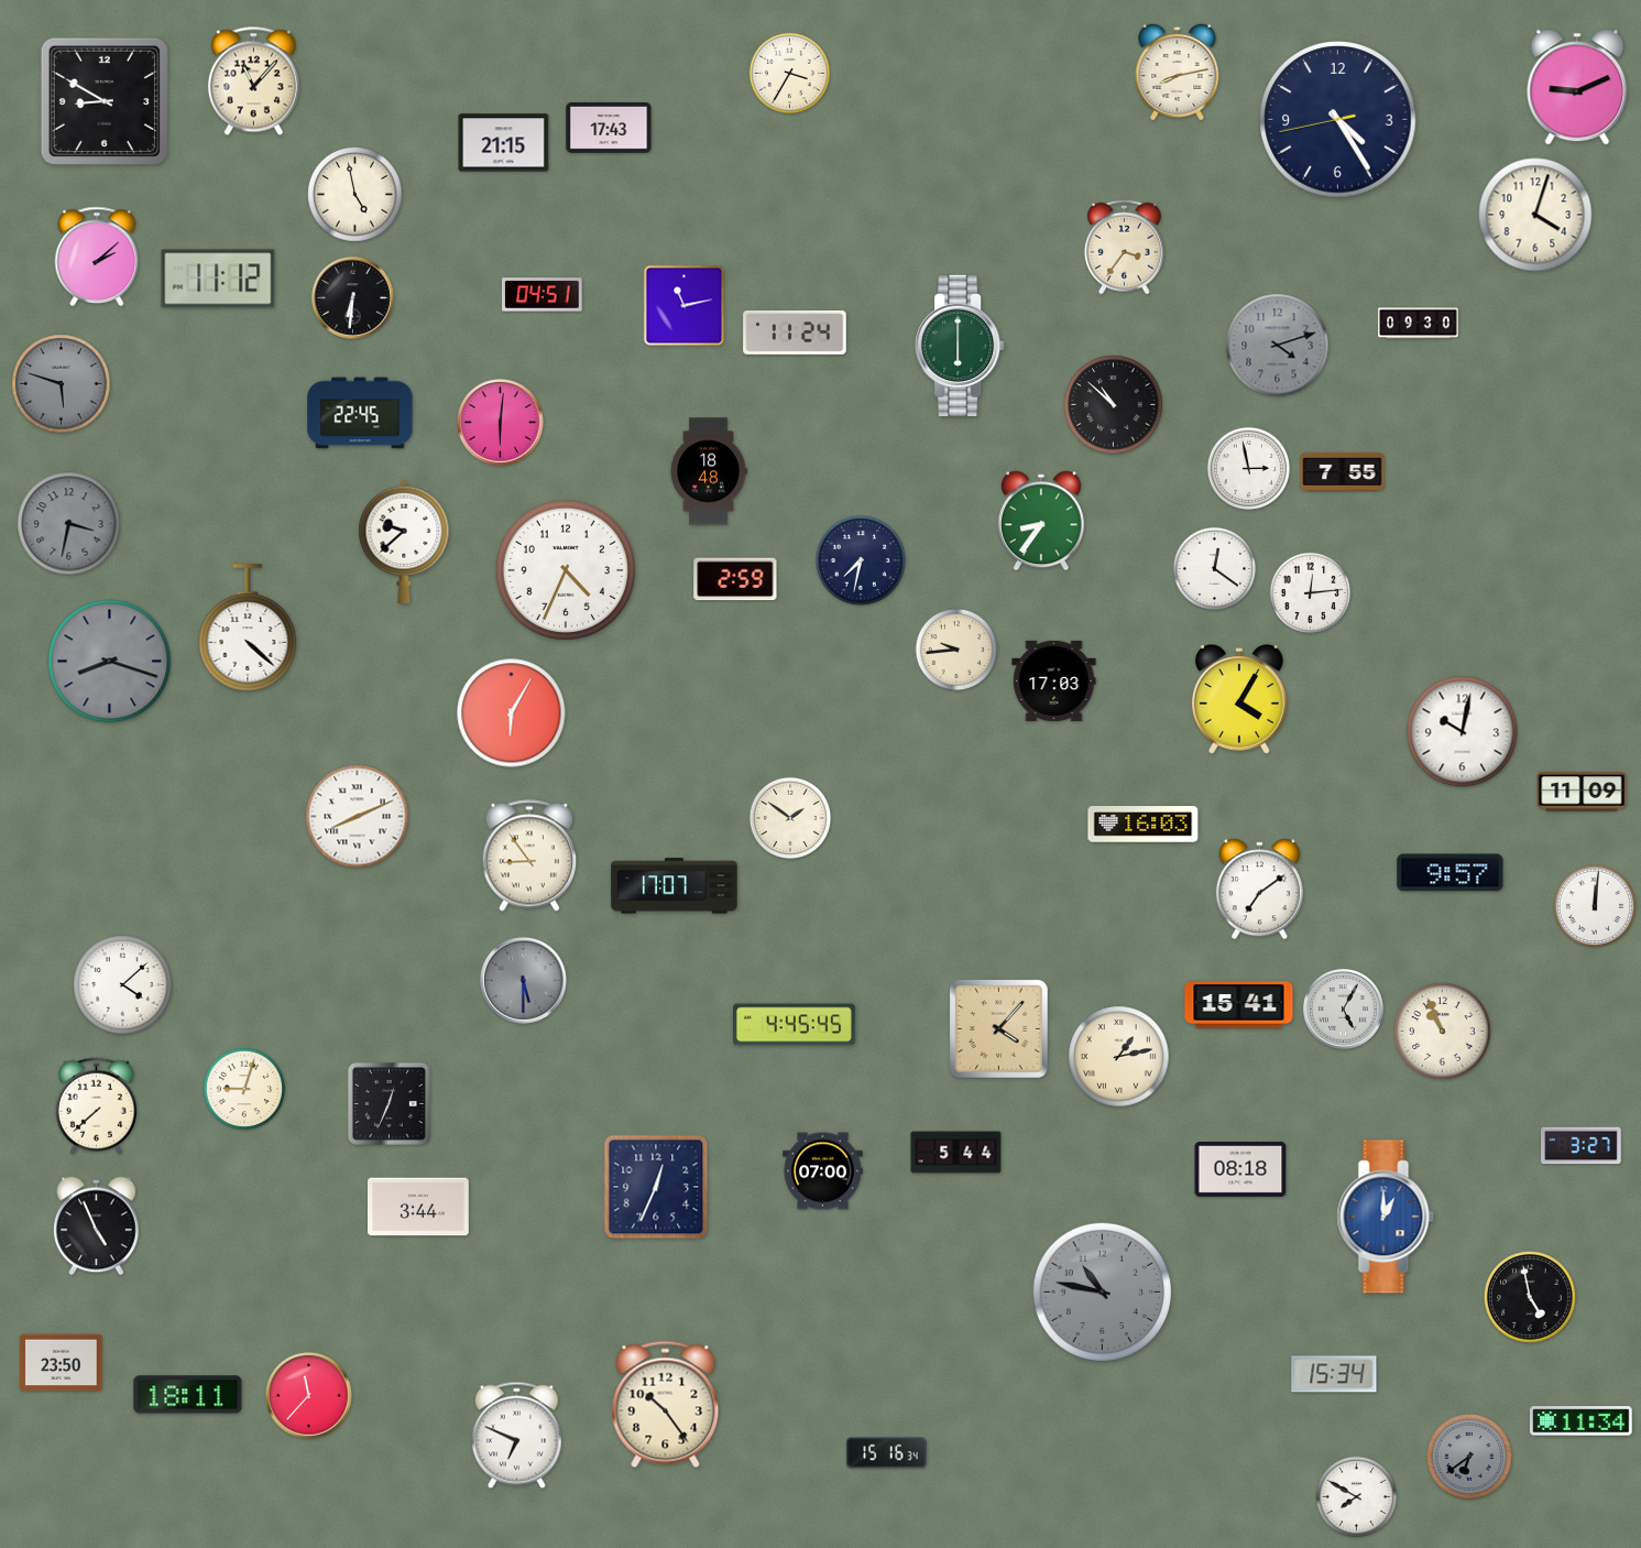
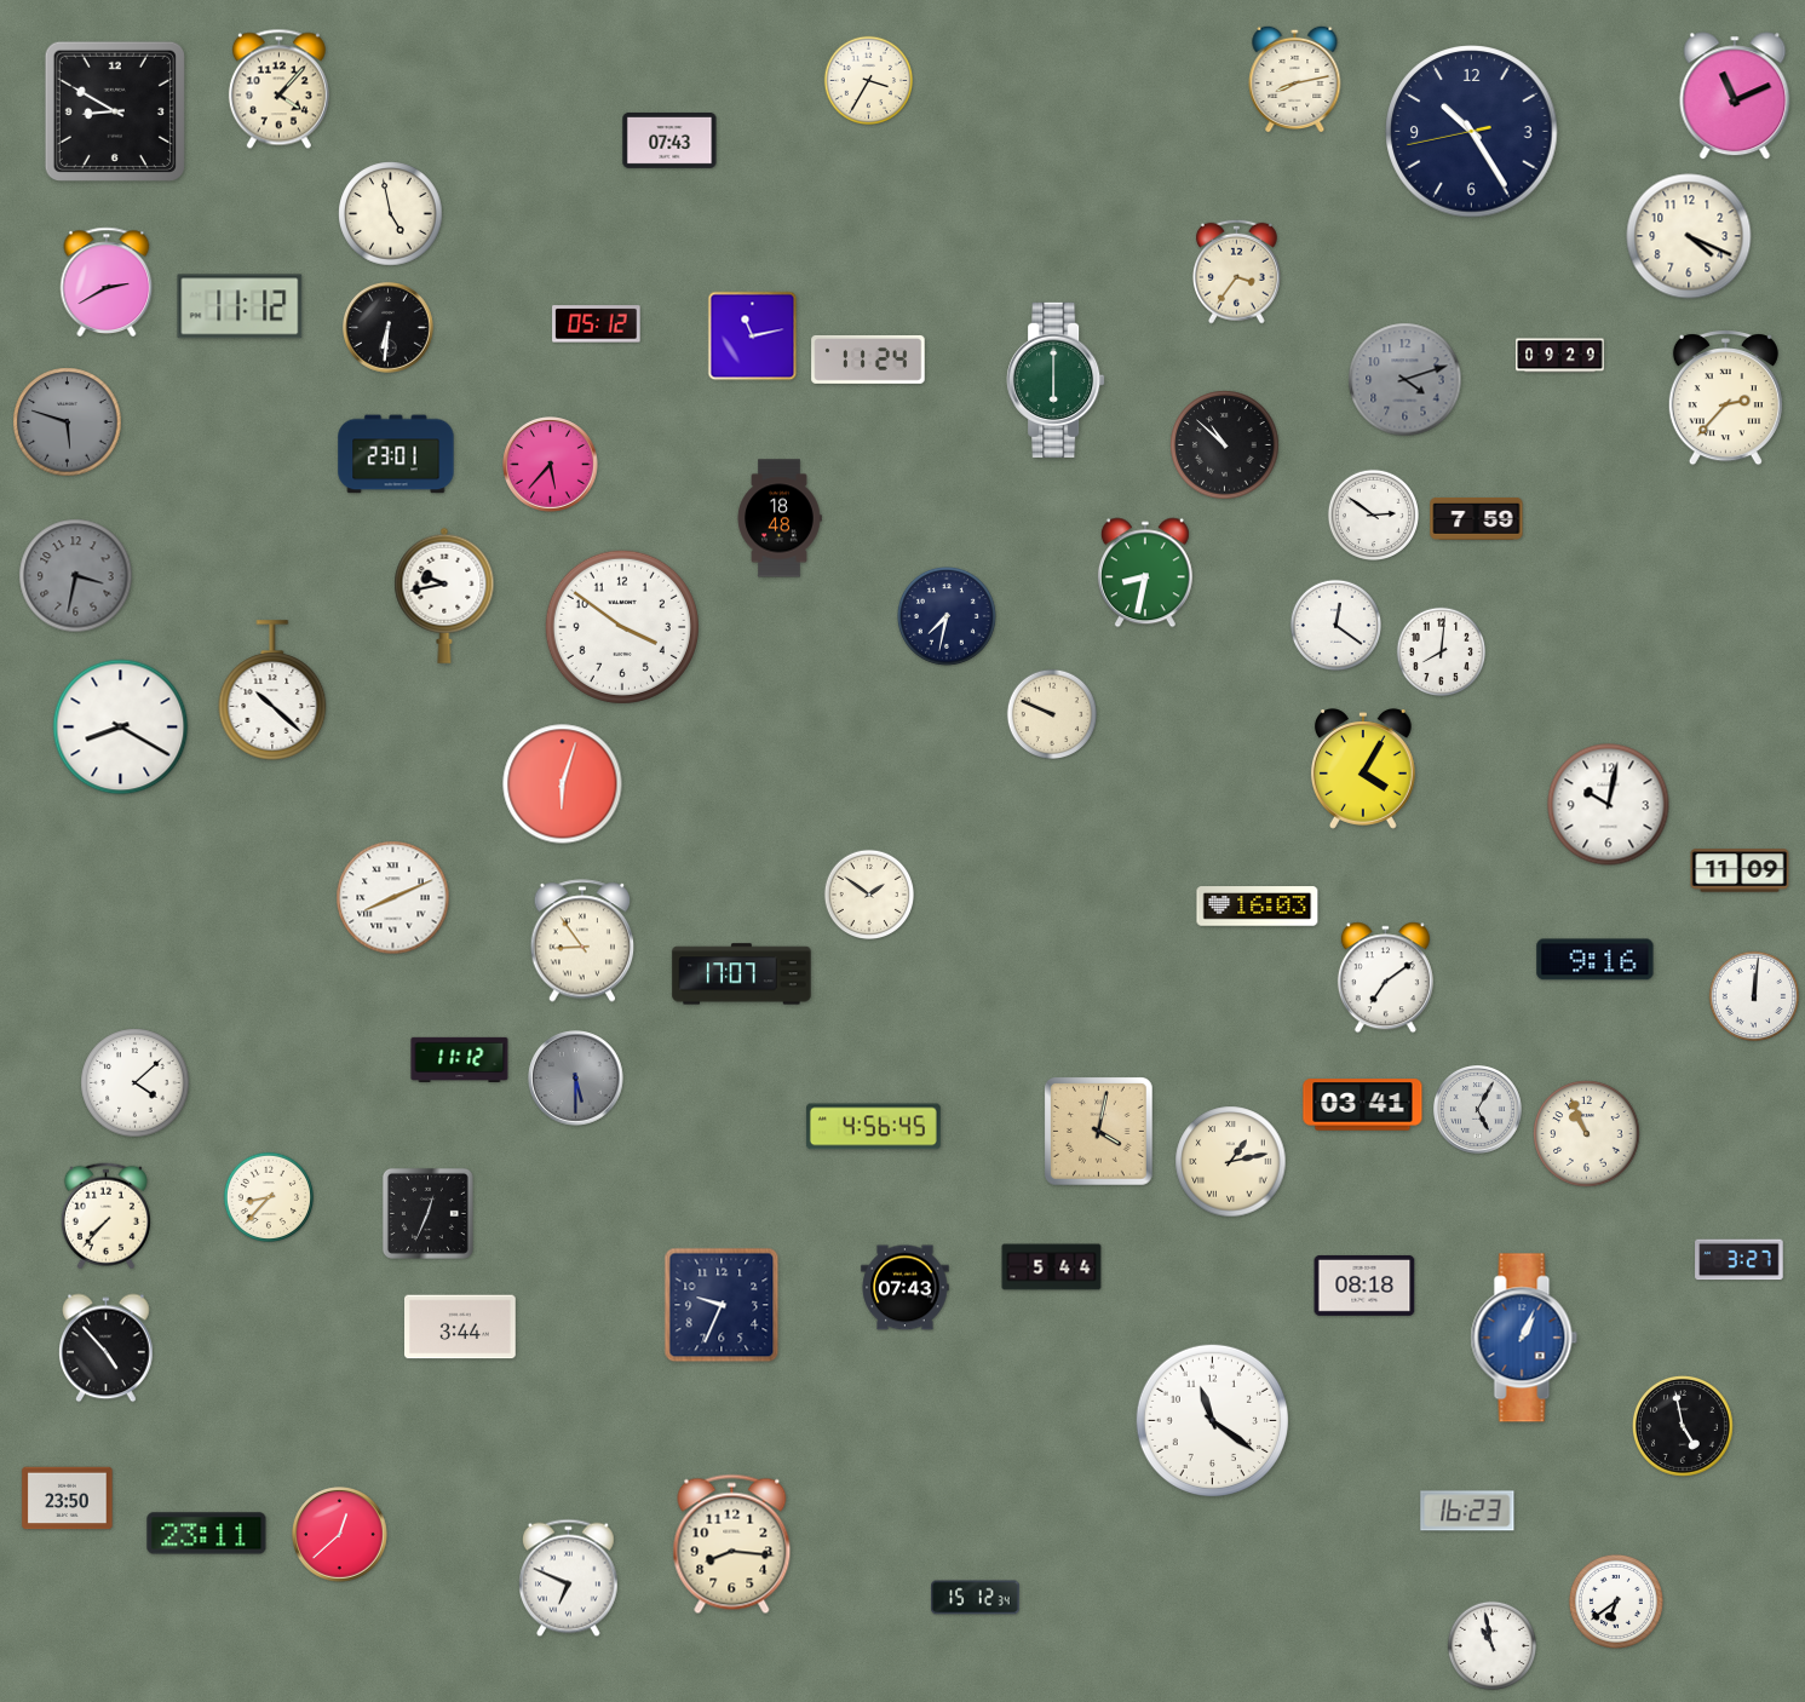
clock at (253, 81): 11:07 -> 4:07
clock at (1577, 87): 9:11 -> 11:11
clock at (1338, 120): 4:24 -> 10:24
clock at (609, 128): 17:43 -> 07:43
clock at (504, 143): 21:15 -> none
clock at (1535, 215): 4:03 -> 4:19
clock at (97, 257): 2:08 -> 2:40
clock at (543, 295): 04:51 -> 05:12
clock at (1419, 324): 09:30 -> 09:29
clock at (795, 333) position: (795, 333) -> (868, 360)
clock at (1725, 398): none -> 2:37
clock at (360, 413): 22:45 -> 23:01
clock at (501, 423): 6:01 -> 5:37
clock at (1248, 468): 2:58 -> 2:51
clock at (1343, 471): 7:55 -> 7:59
clock at (1041, 521): 8:36 -> 8:32
clock at (404, 542): 9:38 -> 9:43
clock at (566, 570): 4:34 -> 3:51
clock at (735, 579): 2:59 -> none
clock at (1311, 593): 12:14 -> 8:01
clock at (248, 628): 4:22 -> 10:22
clock at (956, 650): 9:44 -> 9:49
clock at (110, 662): 8:18 -> 8:20
clock at (110, 662) dial: grey -> white
clock at (1054, 680): 17:03 -> none
clock at (512, 713): 6:05 -> 6:03
clock at (790, 818) position: (790, 818) -> (869, 895)
clock at (1451, 873): 9:57 -> 9:16
clock at (460, 1059): none -> 11:12
clock at (1239, 1005): 15:41 -> 03:41
clock at (794, 1025): 4:45 -> 4:56
clock at (999, 1029): 4:07 -> 4:02
clock at (244, 1089): 9:03 -> 8:37
clock at (96, 1107): 7:38 -> 7:37
clock at (823, 1171): 07:00 -> 07:43
clock at (656, 1187): 12:34 -> 9:34
clock at (1386, 1217): 1:00 -> 1:04
clock at (97, 1227): 4:56 -> 4:53
clock at (1102, 1291): 10:47 -> 11:21
clock at (1102, 1291) dial: grey -> white
clock at (1334, 1374): 15:34 -> 16:23
clock at (188, 1395): 18:11 -> 23:11
clock at (309, 1396): 11:37 -> 12:38
clock at (666, 1405): 10:24 -> 8:16
clock at (1582, 1421): 11:34 -> none
clock at (887, 1453): 15:16 -> 15:12
clock at (1469, 1457) dial: grey -> white
clock at (1357, 1497): 7:50 -> 10:58
